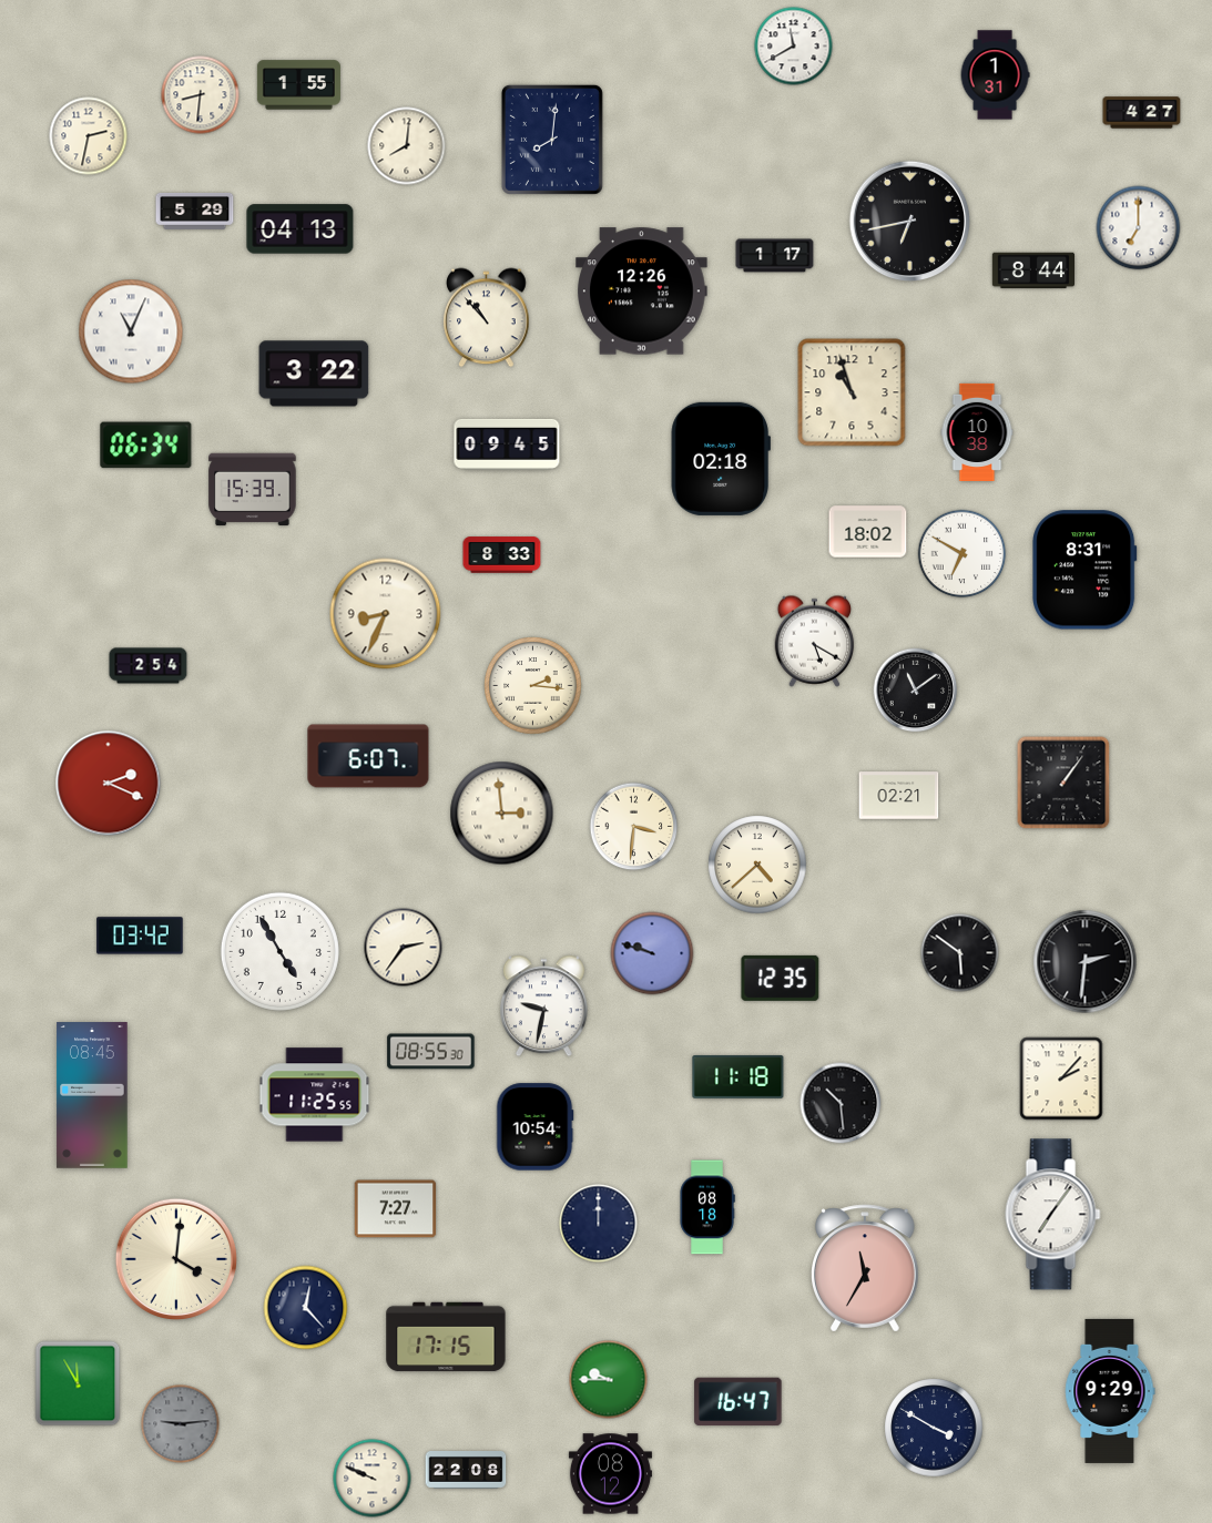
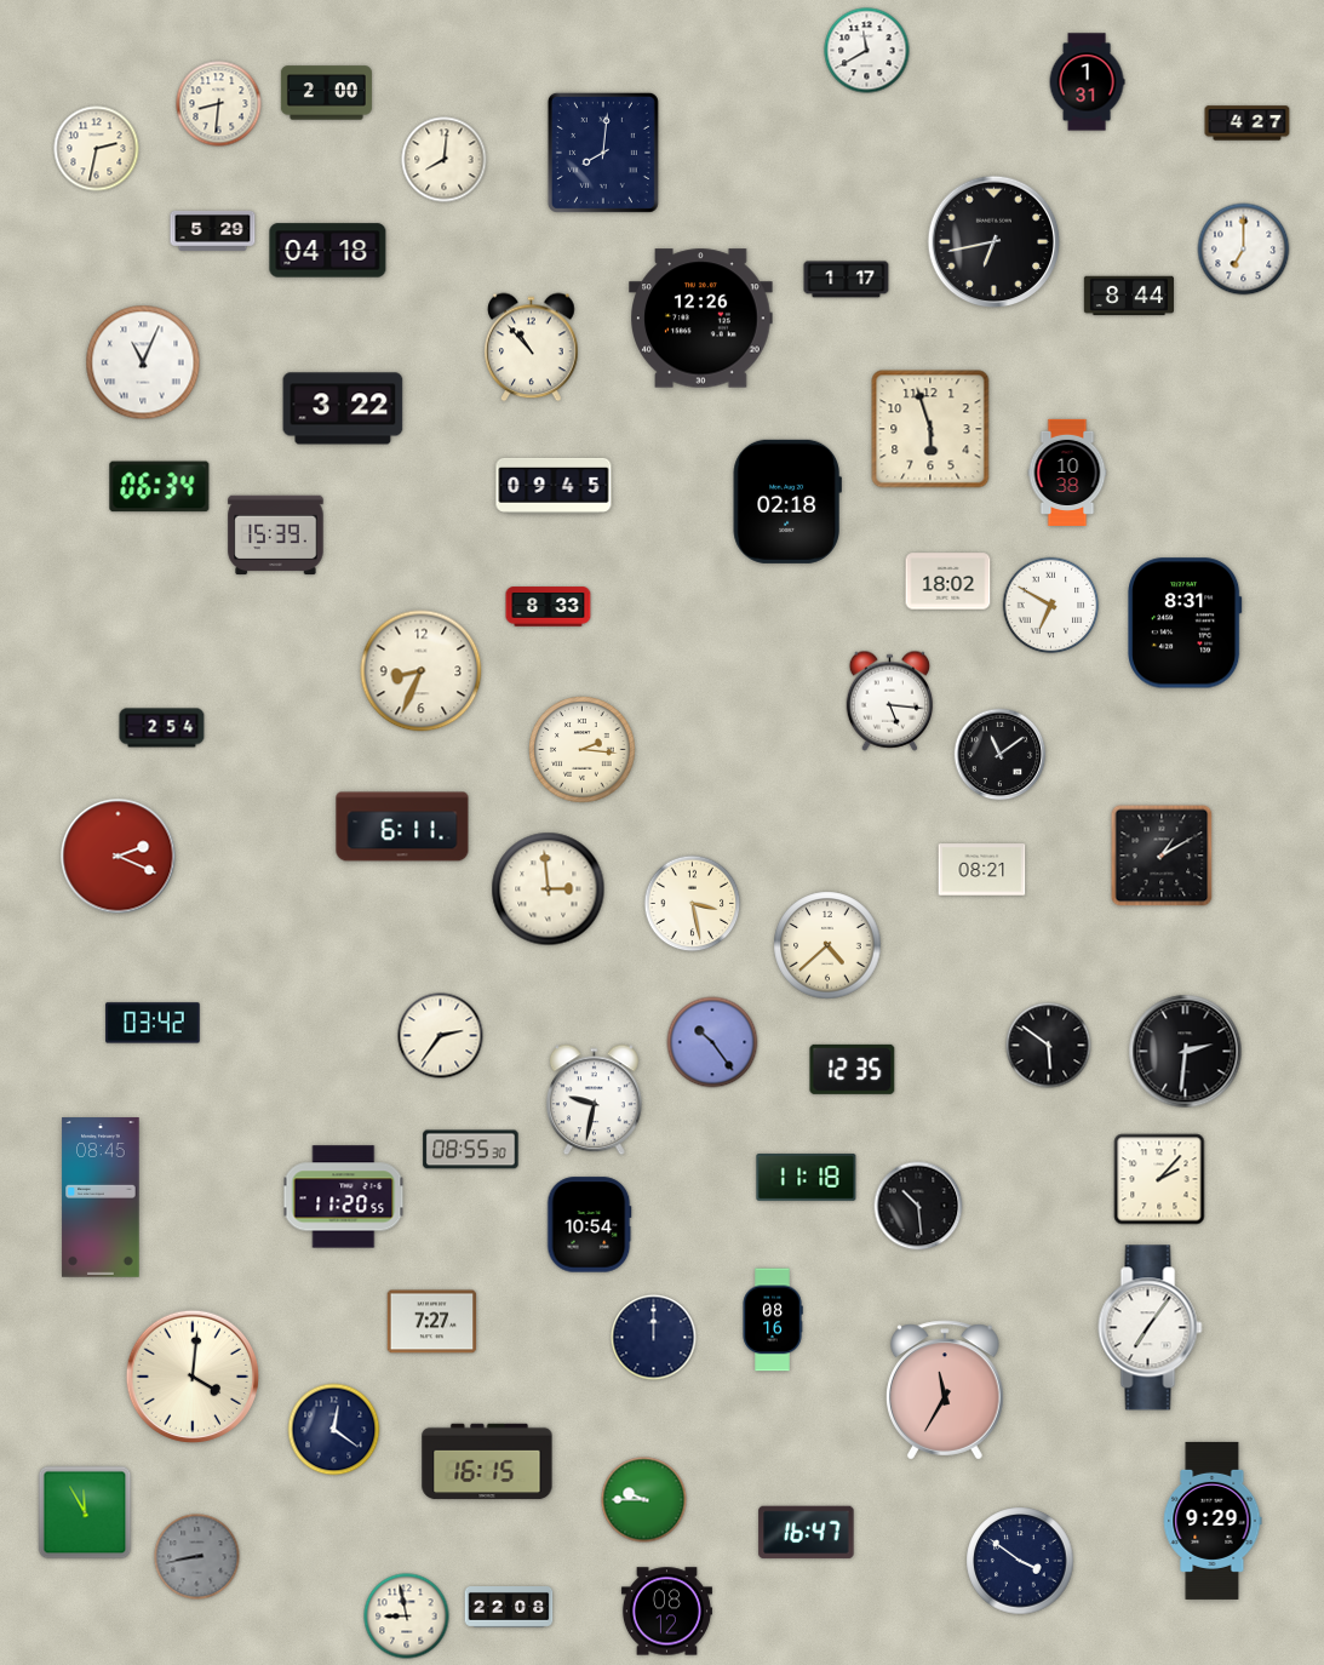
clock at (298, 85): 1:55 -> 2:00
clock at (301, 229): 04:13 -> 04:18
clock at (852, 392): 10:57 -> 5:57
clock at (815, 641): 5:20 -> 5:16
clock at (368, 756): 6:07 -> 6:11
clock at (1063, 783): 1:06 -> 1:10
clock at (899, 796): 02:21 -> 08:21
clock at (634, 827): 3:31 -> 3:28
clock at (279, 951): 4:55 -> none
clock at (652, 953): 9:48 -> 10:24
clock at (960, 953) position: (960, 953) -> (1049, 1046)
clock at (315, 1095): 11:25 -> 11:20
clock at (534, 1127) position: (534, 1127) -> (589, 1225)
clock at (707, 1207): 08:18 -> 08:16
clock at (866, 1268) position: (866, 1268) -> (946, 1390)
clock at (306, 1308): 12:23 -> 12:21
clock at (446, 1337): 17:15 -> 16:15
clock at (609, 1380) position: (609, 1380) -> (644, 1500)
clock at (181, 1424): 9:14 -> 8:43
clock at (934, 1428): 3:50 -> 3:51
clock at (373, 1479): 9:49 -> 8:58
